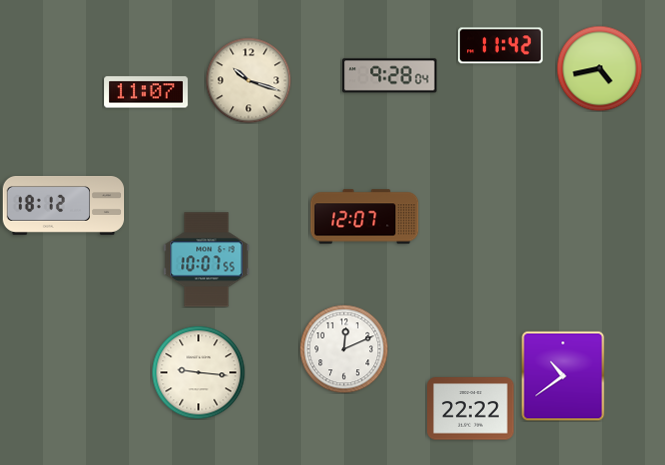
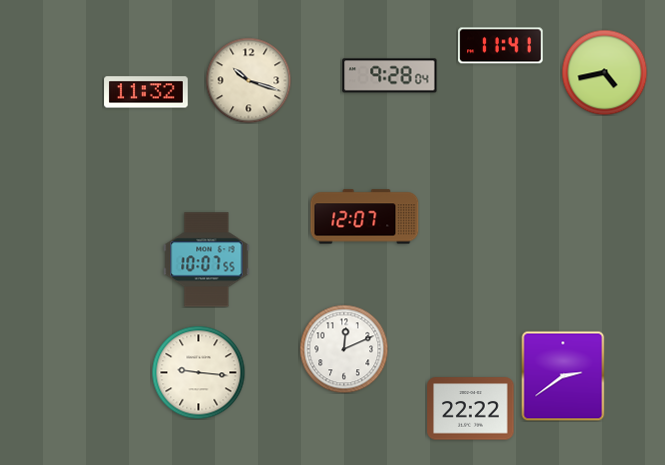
clock at (501, 46): 11:42 -> 11:41
clock at (599, 68) position: (599, 68) -> (604, 72)
clock at (146, 92): 11:07 -> 11:32
clock at (63, 205): 18:12 -> none
clock at (563, 376): 10:39 -> 2:39
